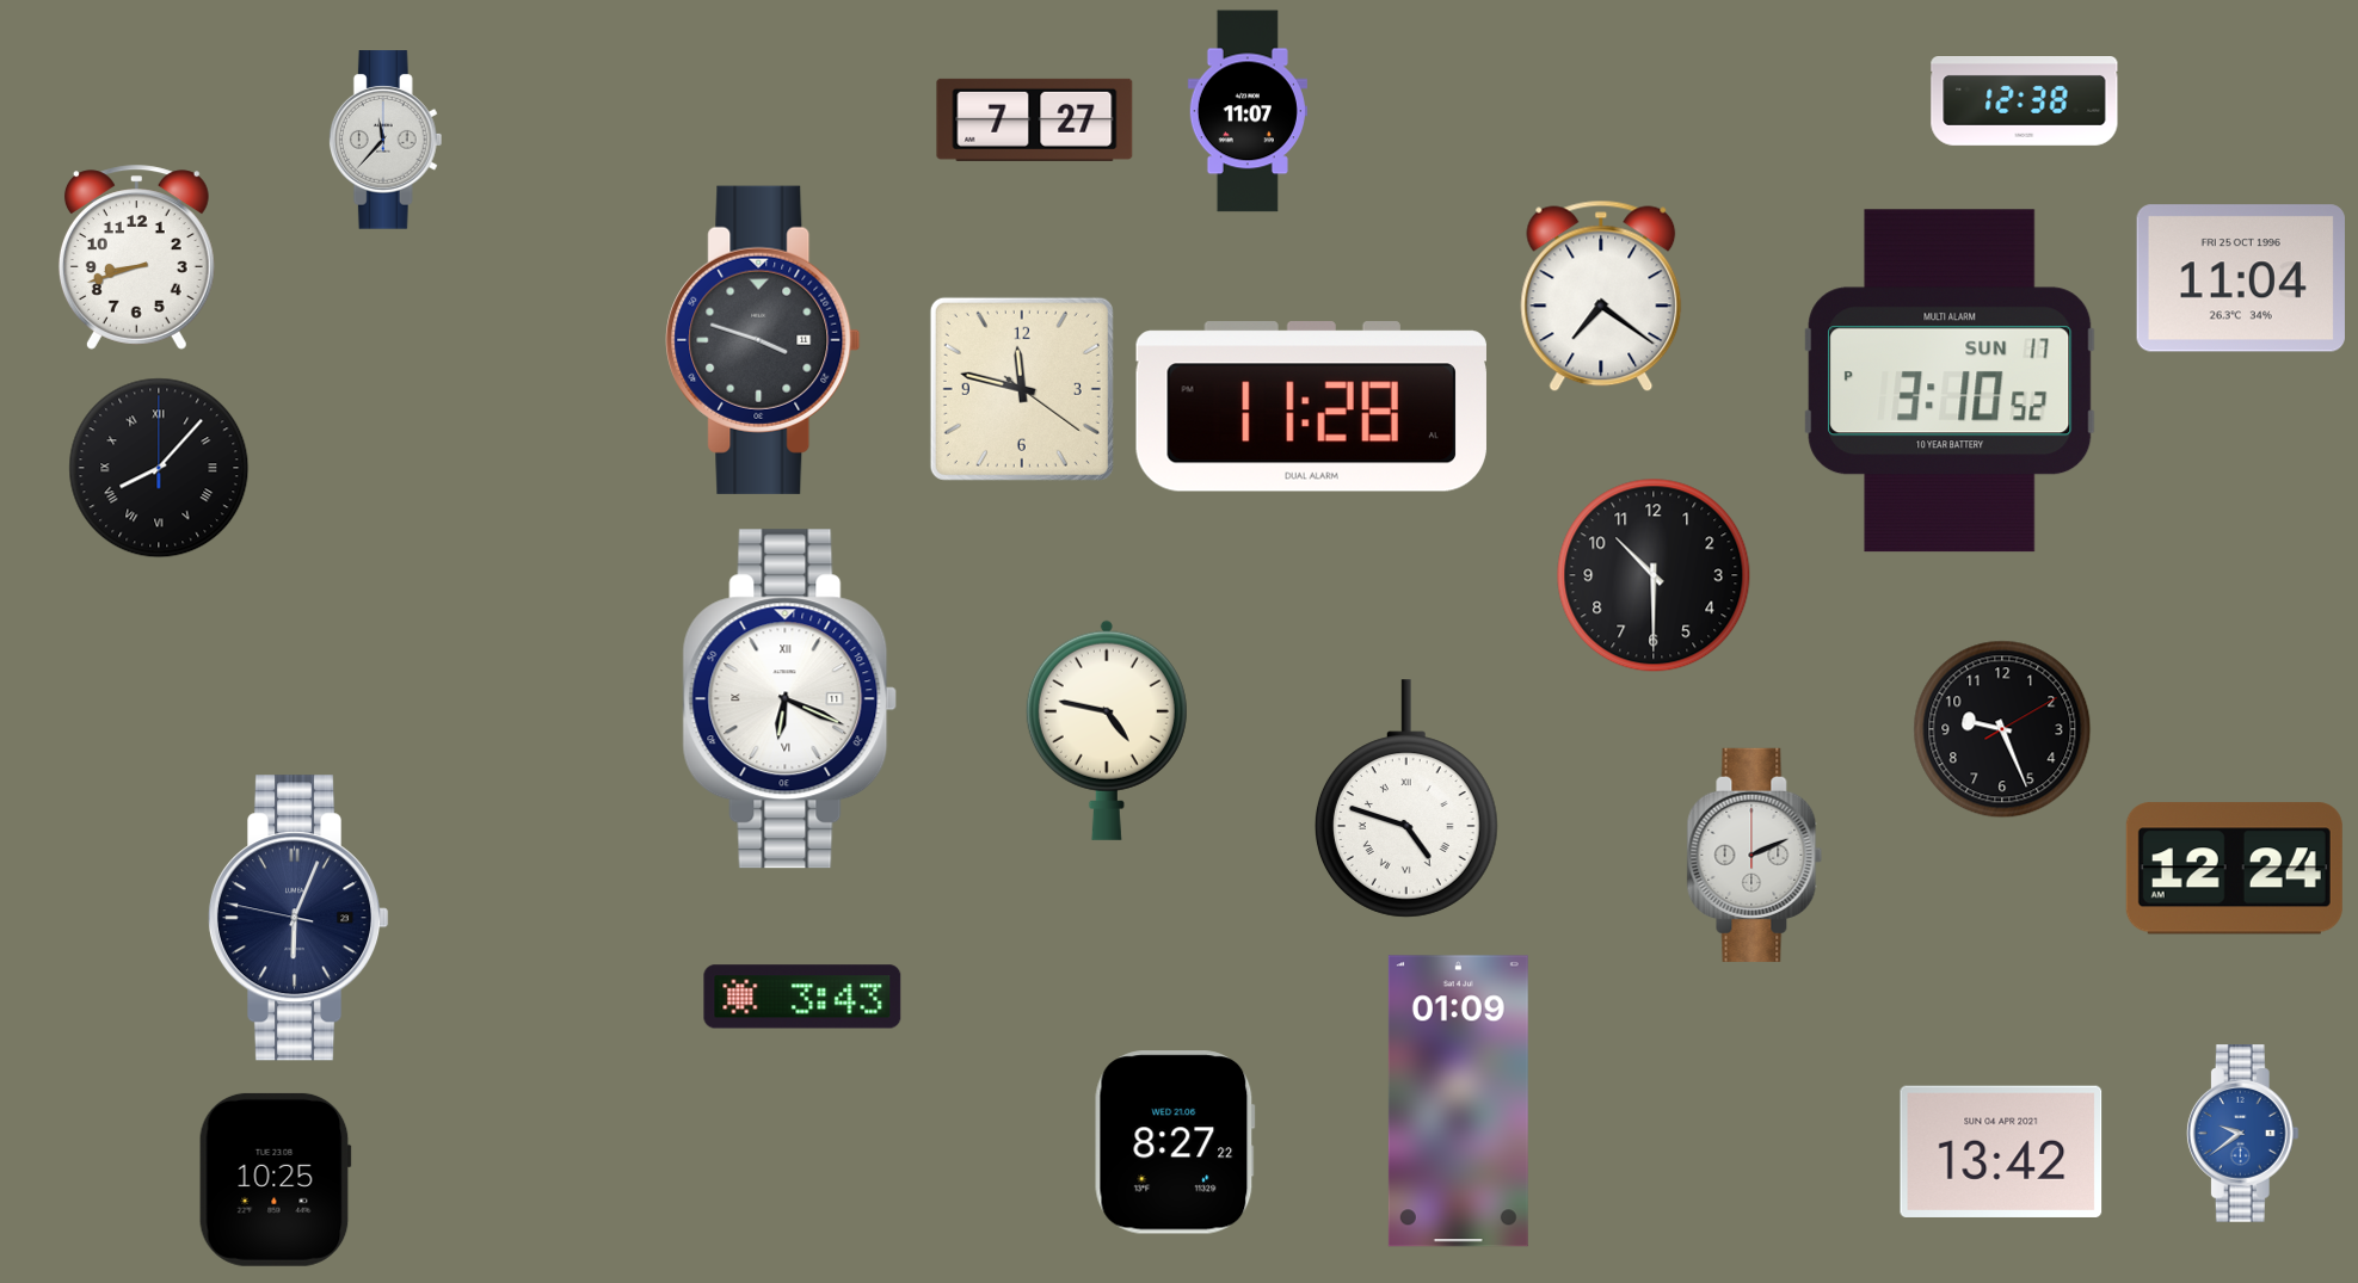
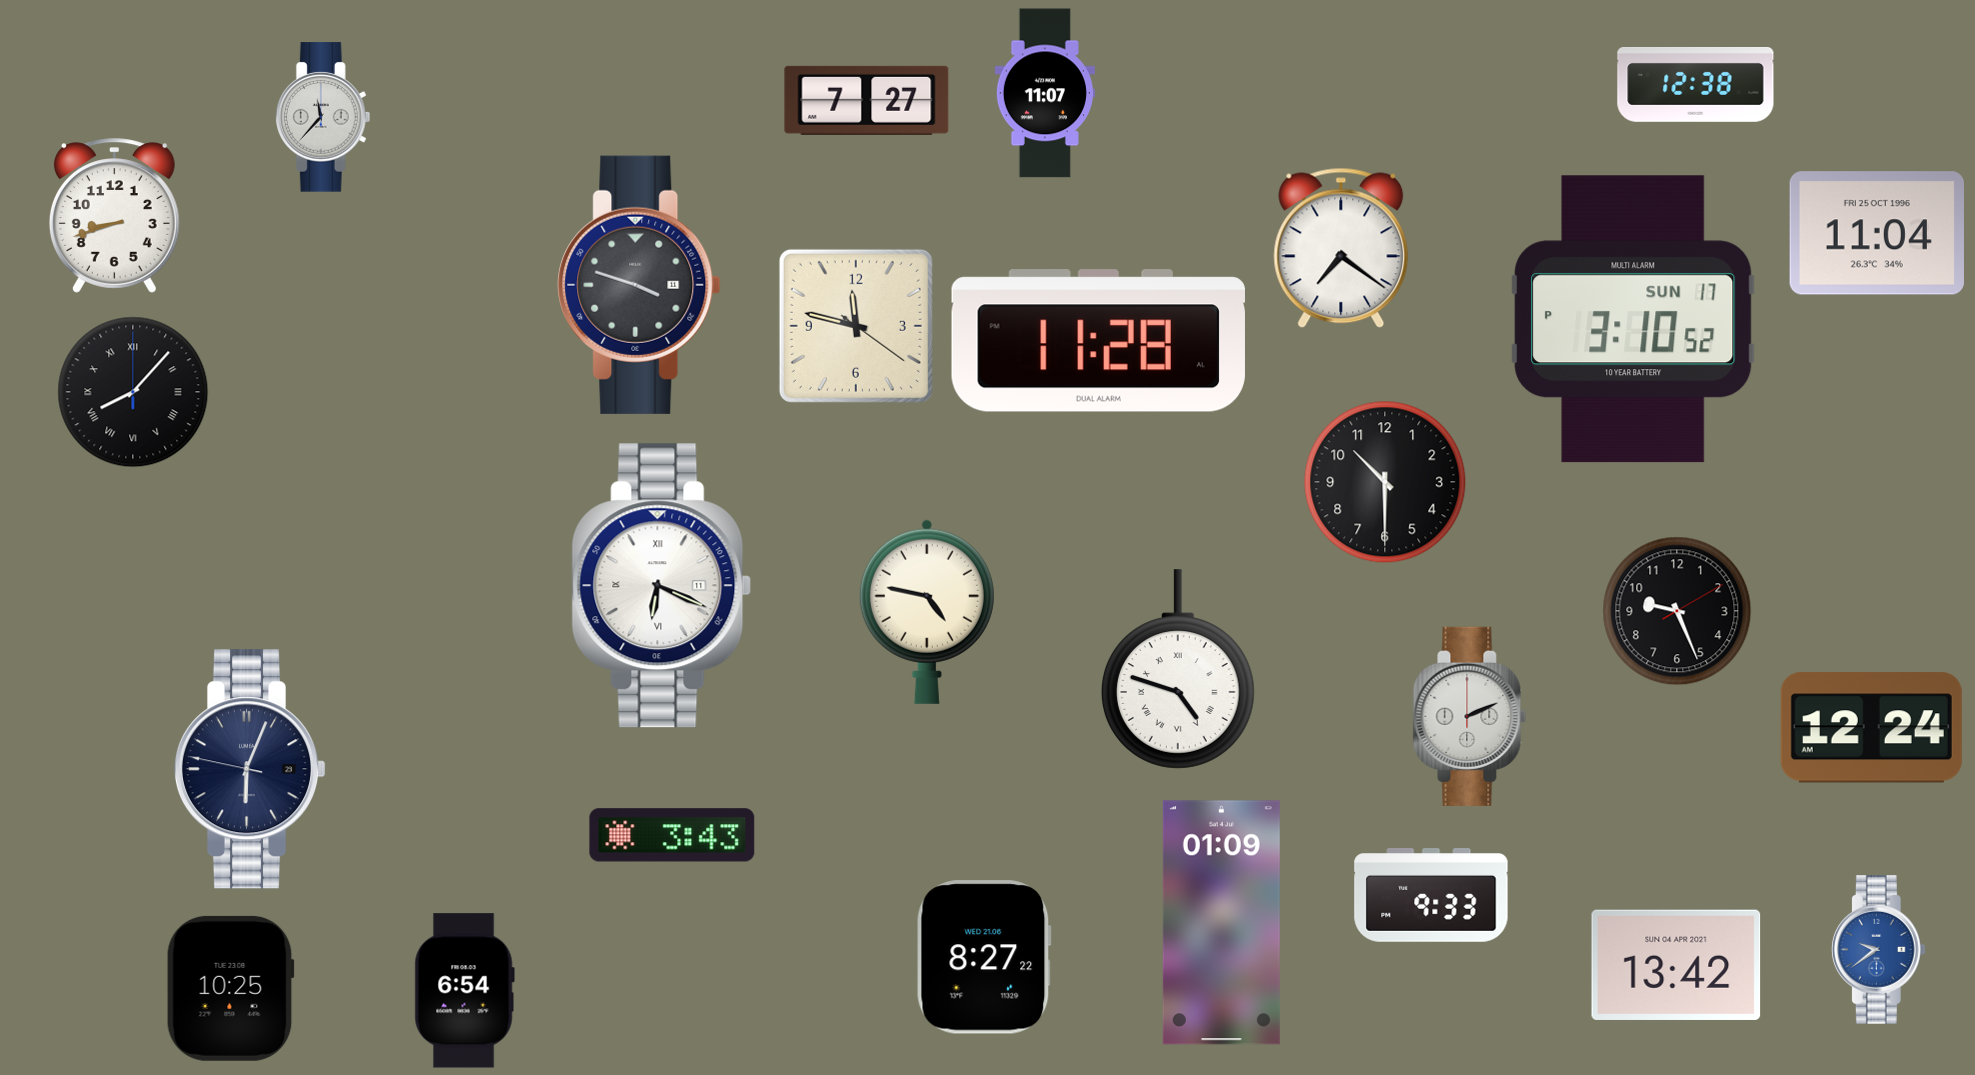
clock at (1431, 896): none -> 9:33
clock at (464, 991): none -> 6:54
